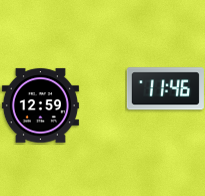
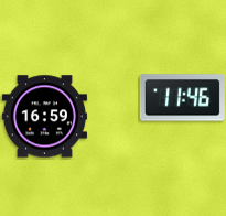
clock at (40, 106): 12:59 -> 16:59
